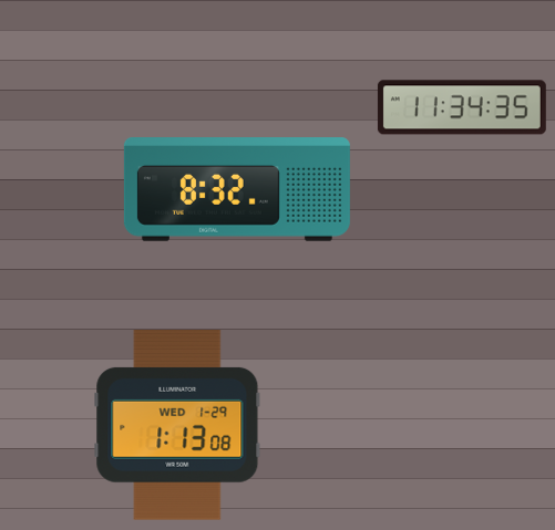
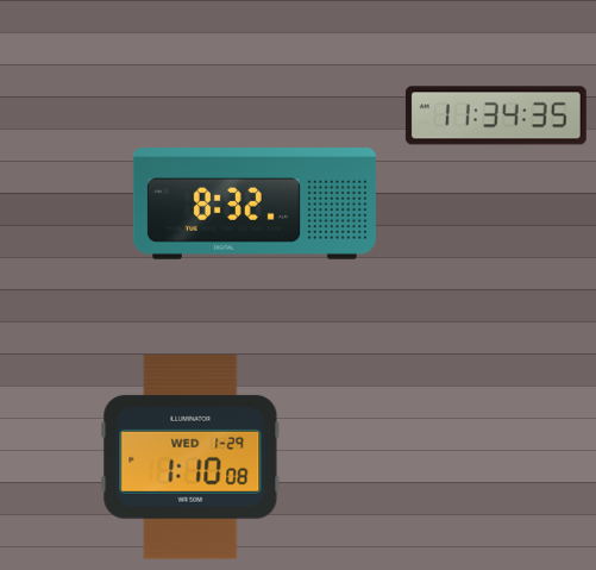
clock at (177, 426): 1:13 -> 1:10
